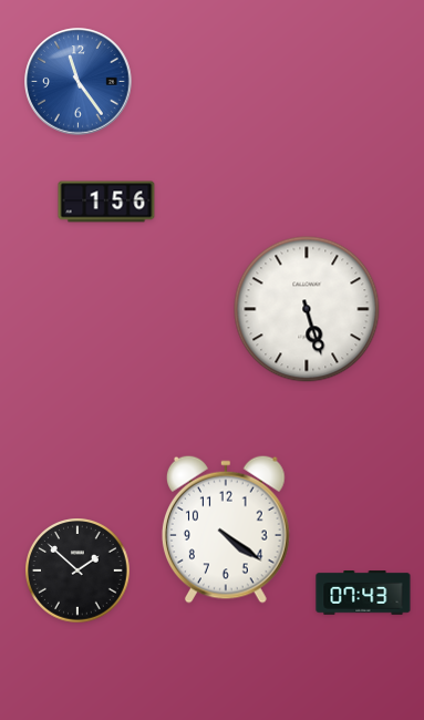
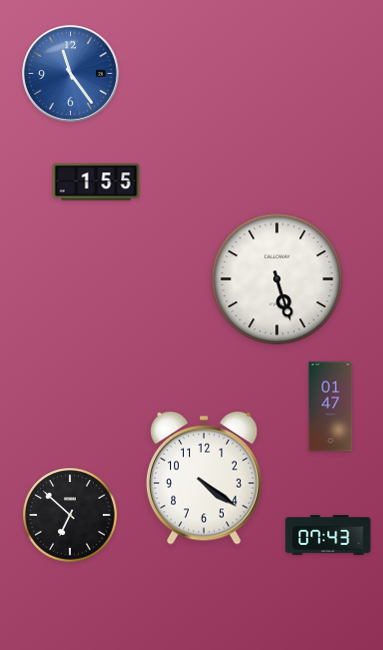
clock at (106, 202): 1:56 -> 1:55
clock at (331, 407): none -> 01:47
clock at (77, 570): 1:52 -> 6:52
